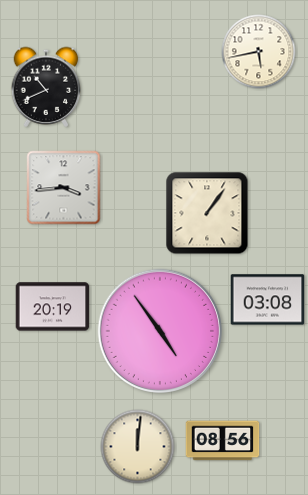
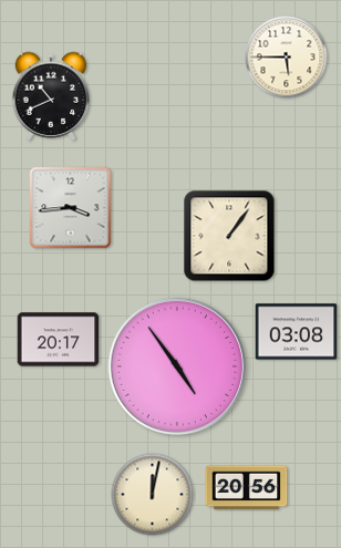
clock at (259, 52): 5:43 -> 5:45
clock at (53, 307): 20:19 -> 20:17
clock at (223, 441): 08:56 -> 20:56
clock at (138, 447): 12:01 -> 12:02
